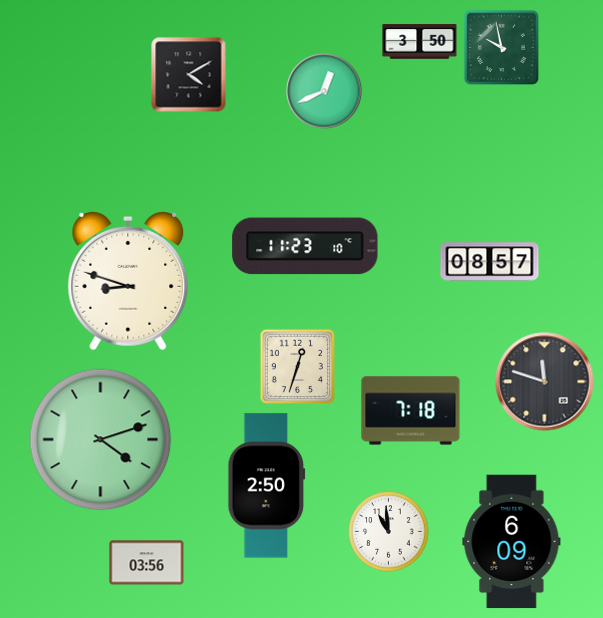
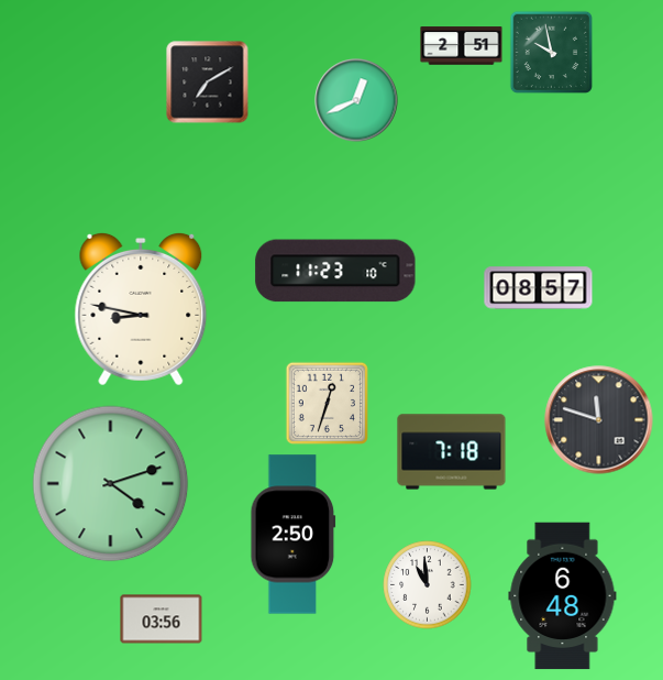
clock at (420, 42): 3:50 -> 2:51
clock at (189, 75): 4:10 -> 7:10
clock at (128, 281): 8:48 -> 8:47
clock at (512, 542): 6:09 -> 6:48
